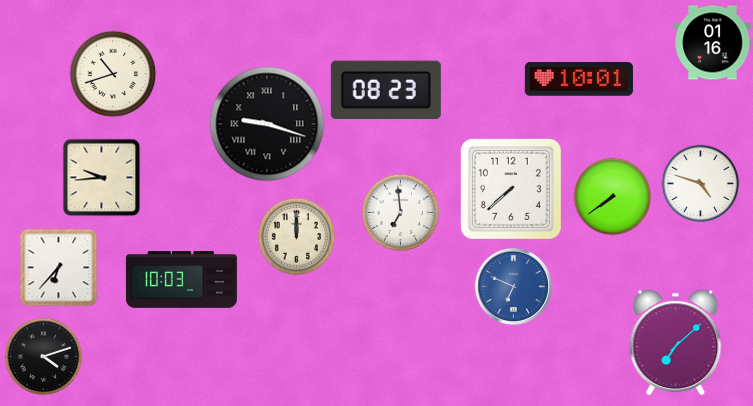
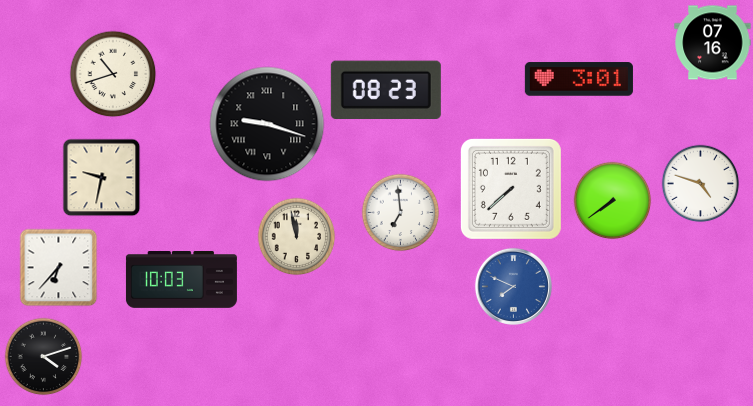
clock at (713, 43): 01:16 -> 07:16
clock at (579, 79): 10:01 -> 3:01
clock at (101, 177): 9:44 -> 9:32
clock at (612, 196) position: (612, 196) -> (612, 200)
clock at (296, 236): 12:00 -> 11:58
clock at (513, 286): 6:49 -> 7:49
clock at (676, 343): 7:08 -> none
